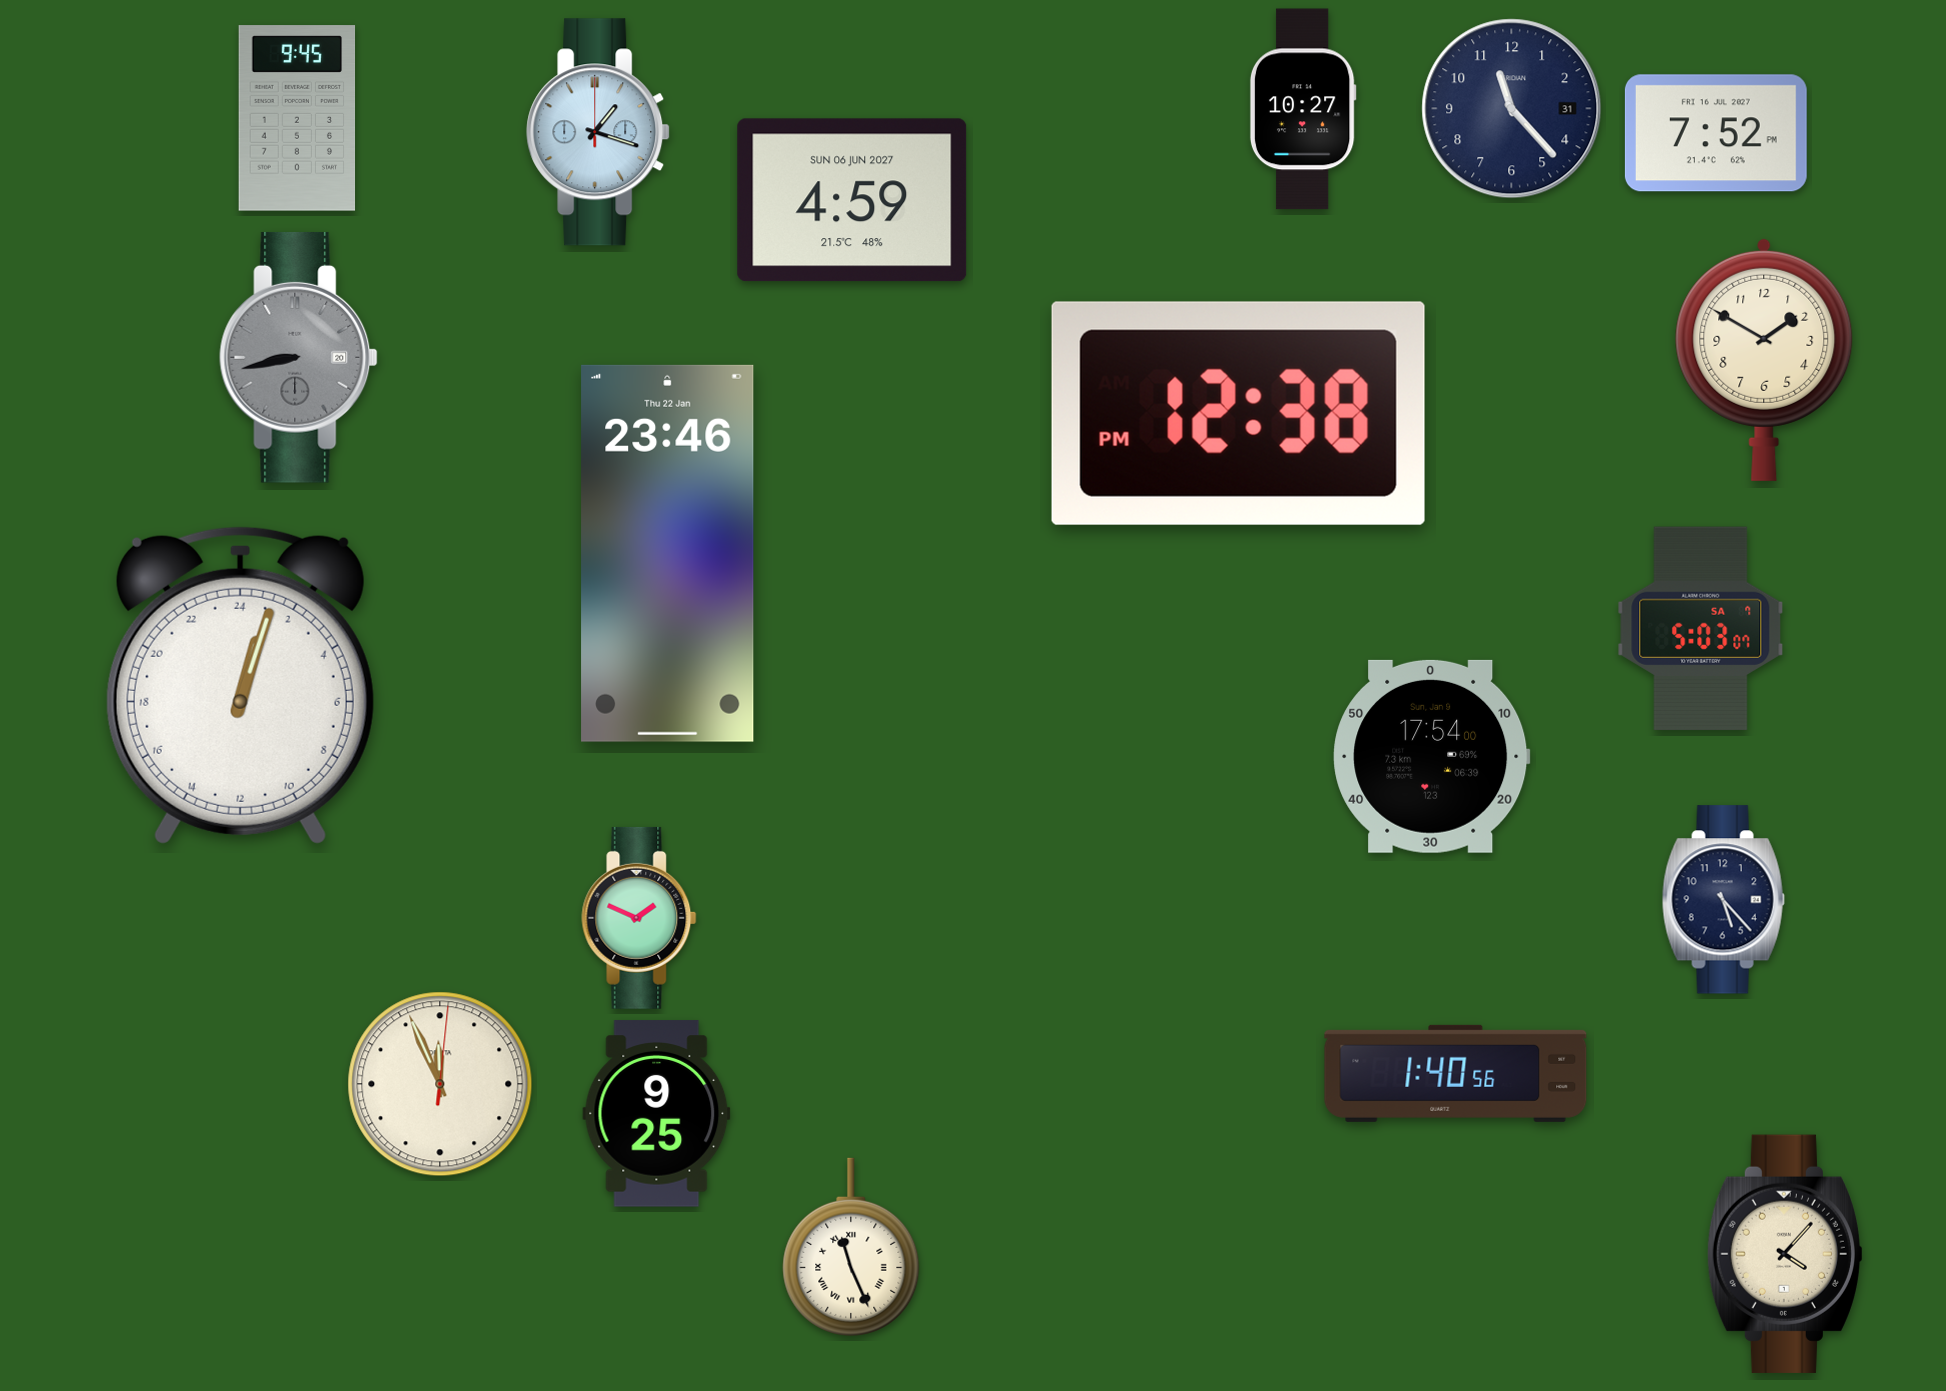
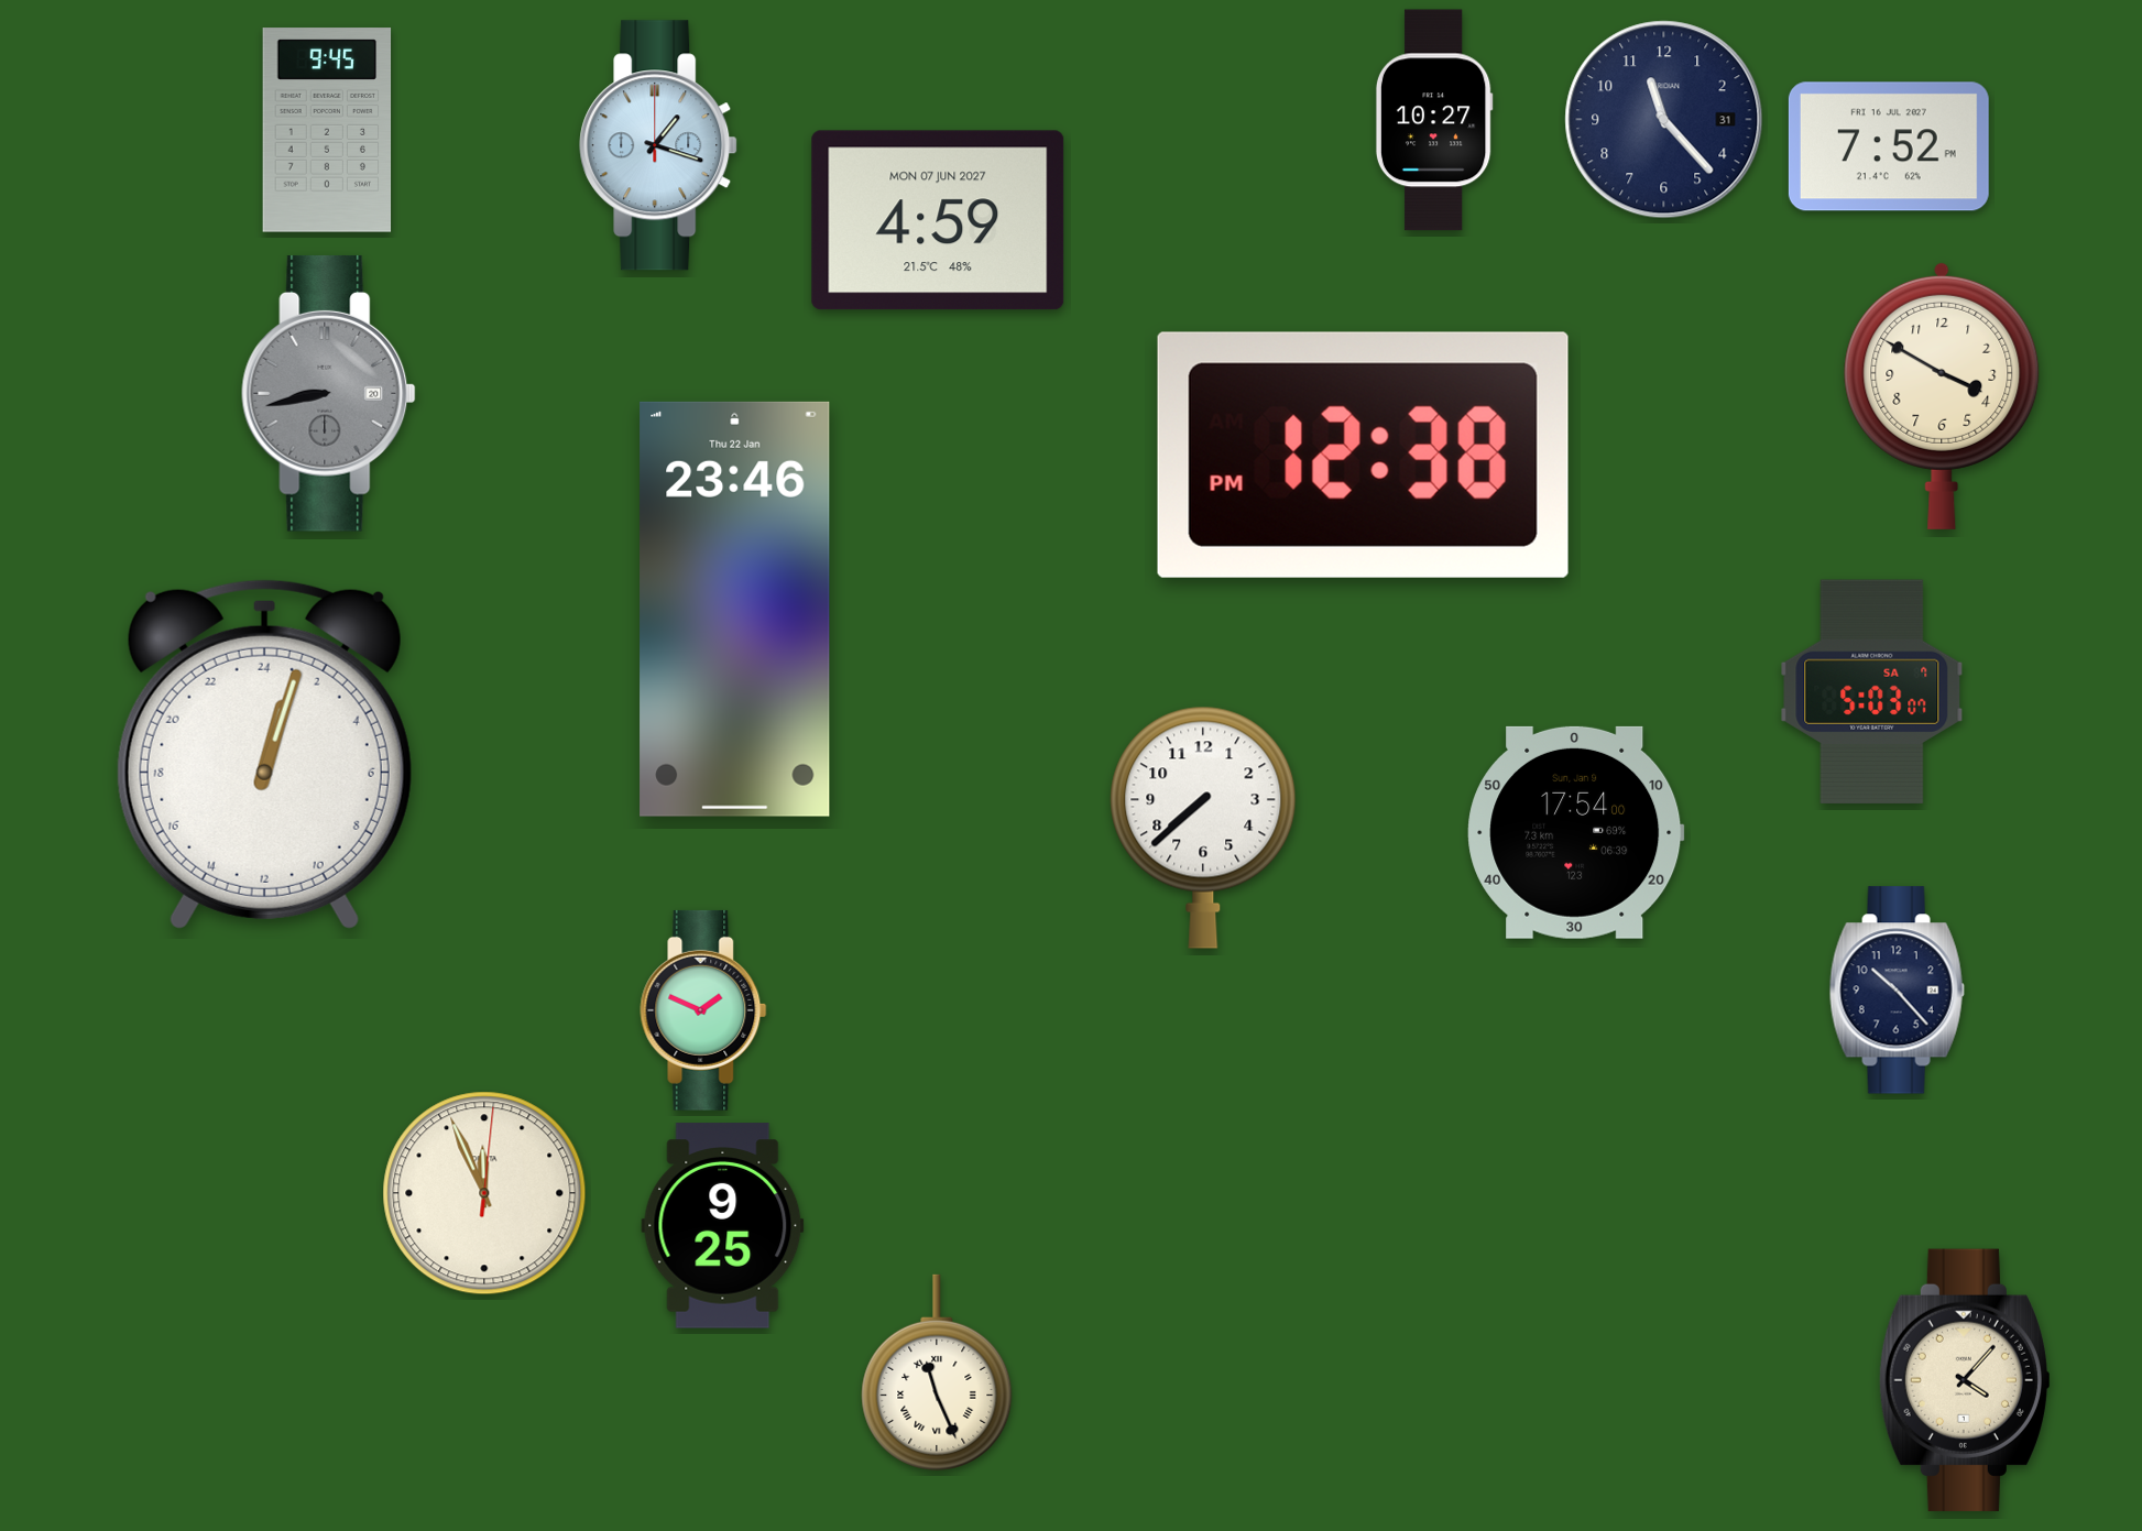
clock at (852, 200) date: SUN 06 JUN 2027 -> MON 07 JUN 2027
clock at (1764, 359): 1:50 -> 3:50
clock at (1203, 828): none -> 7:38
clock at (1723, 900): 5:23 -> 10:23
clock at (1456, 1073): 1:40 -> none
